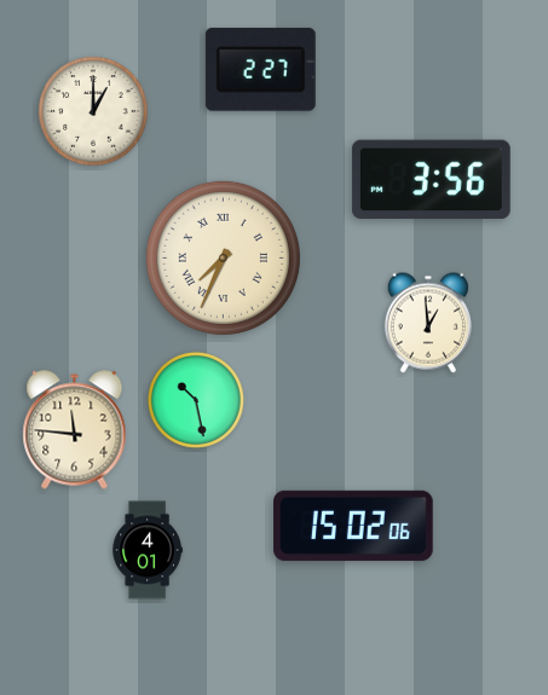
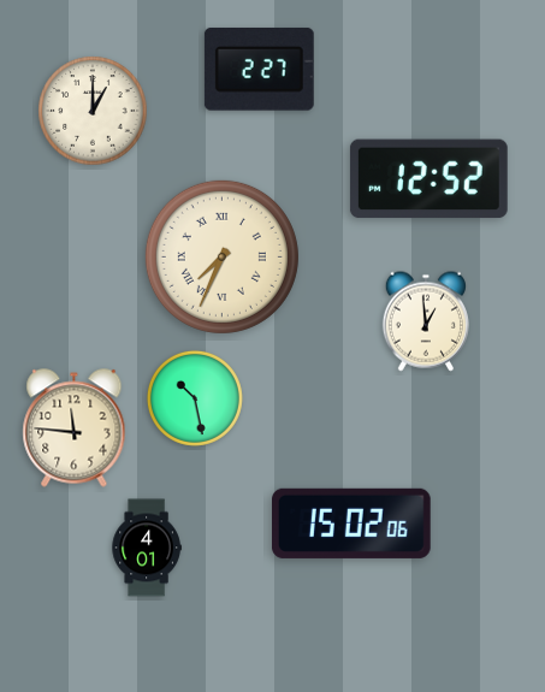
clock at (431, 180): 3:56 -> 12:52
